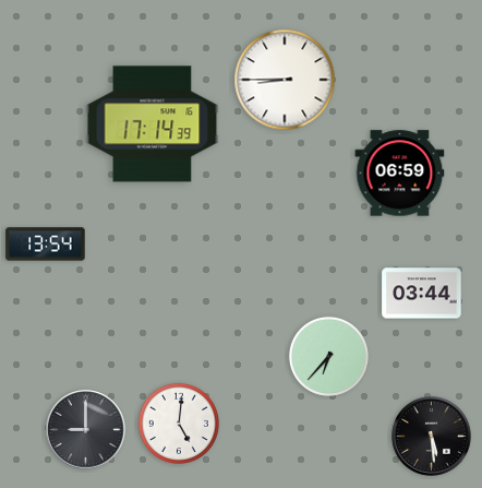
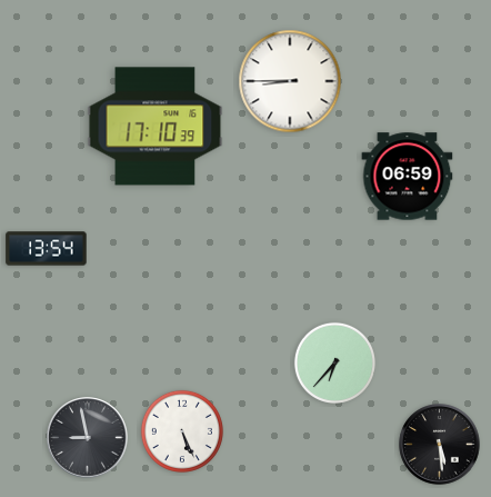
clock at (153, 124): 17:14 -> 17:10
clock at (422, 294): 03:44 -> none
clock at (179, 424): 5:01 -> 5:26
clock at (86, 430): 9:00 -> 8:58
